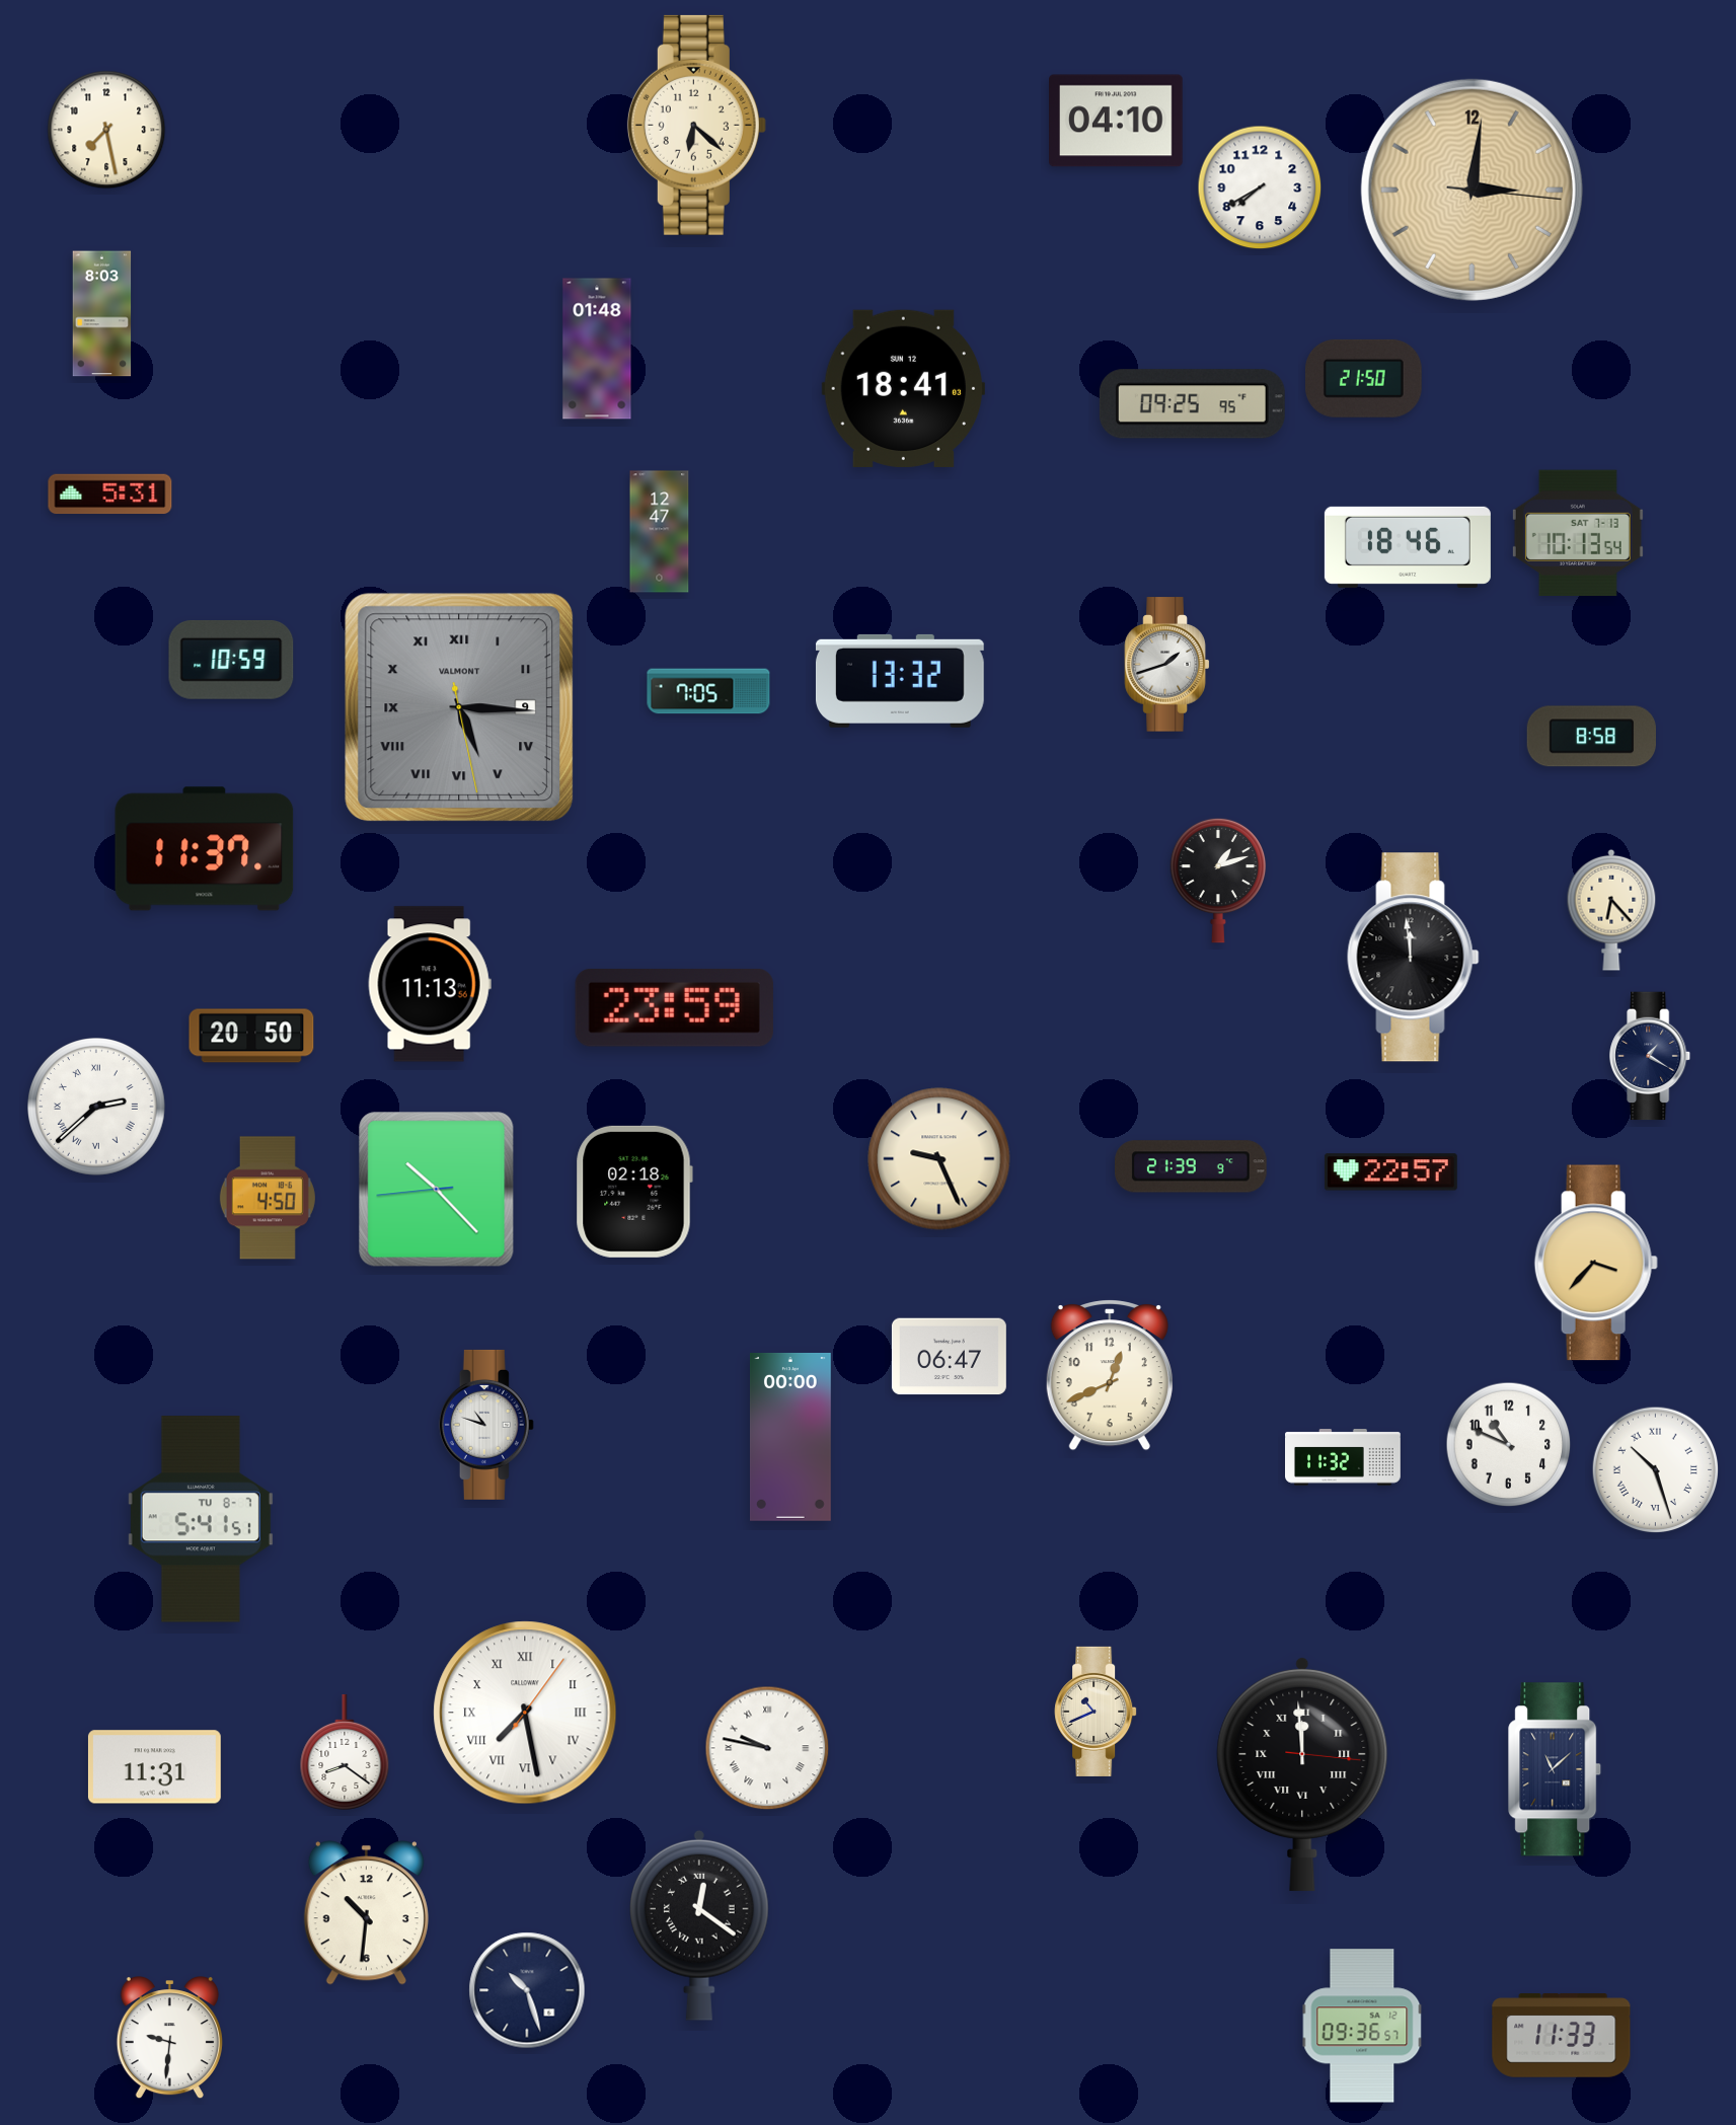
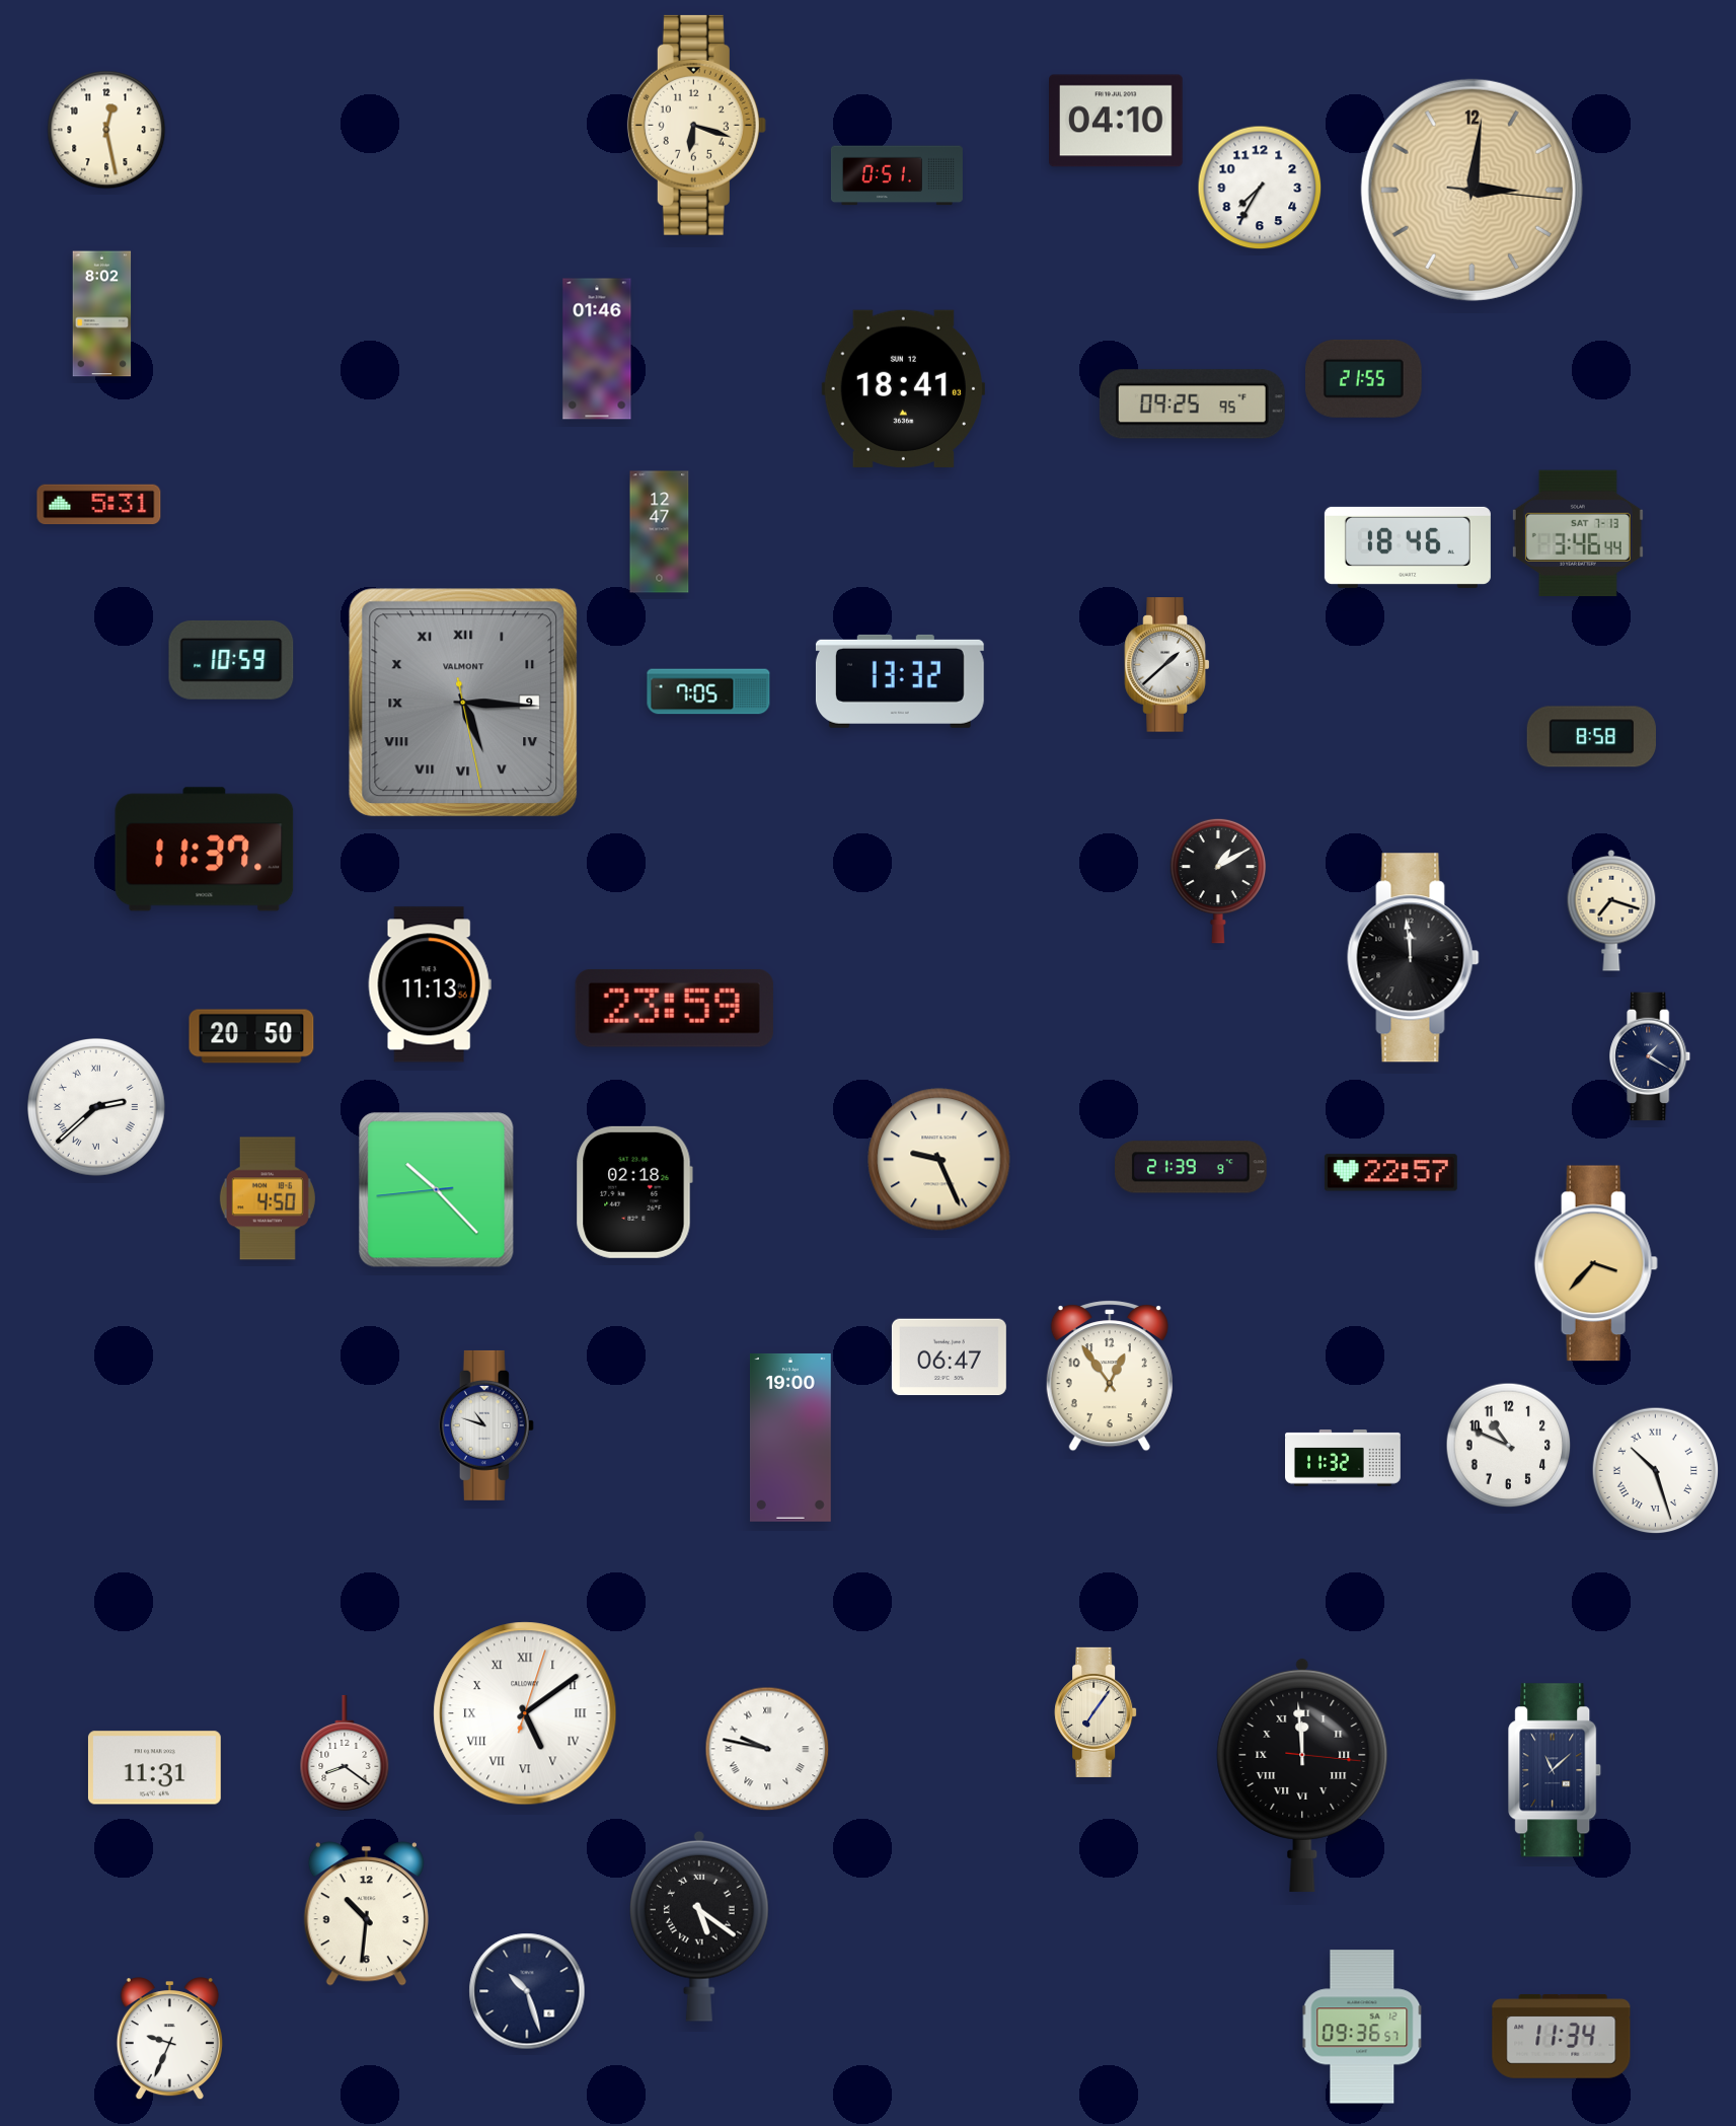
clock at (696, 125): 6:22 -> 6:18
clock at (106, 130): 7:28 -> 12:28
clock at (897, 175): none -> 0:51
clock at (1260, 187): 7:40 -> 7:35
clock at (102, 314): 8:03 -> 8:02
clock at (597, 349): 01:48 -> 01:46
clock at (1363, 378): 21:50 -> 21:55
clock at (110, 495) position: (110, 495) -> (99, 505)
clock at (1578, 533): 10:13 -> 3:46
clock at (1167, 665): 1:42 -> 1:38
clock at (459, 707) position: (459, 707) -> (463, 703)
clock at (1218, 881): 1:12 -> 1:10
clock at (1611, 910): 6:23 -> 7:18
clock at (1110, 1375): 12:41 -> 12:54
clock at (790, 1437): 00:00 -> 19:00
clock at (201, 1519): 5:41 -> none
clock at (1096, 1712): 10:41 -> 7:06
clock at (525, 1713): 7:28 -> 5:09
clock at (700, 1925): 12:21 -> 5:21
clock at (1562, 2036): 11:33 -> 11:34
clock at (169, 2039): 9:31 -> 9:34
